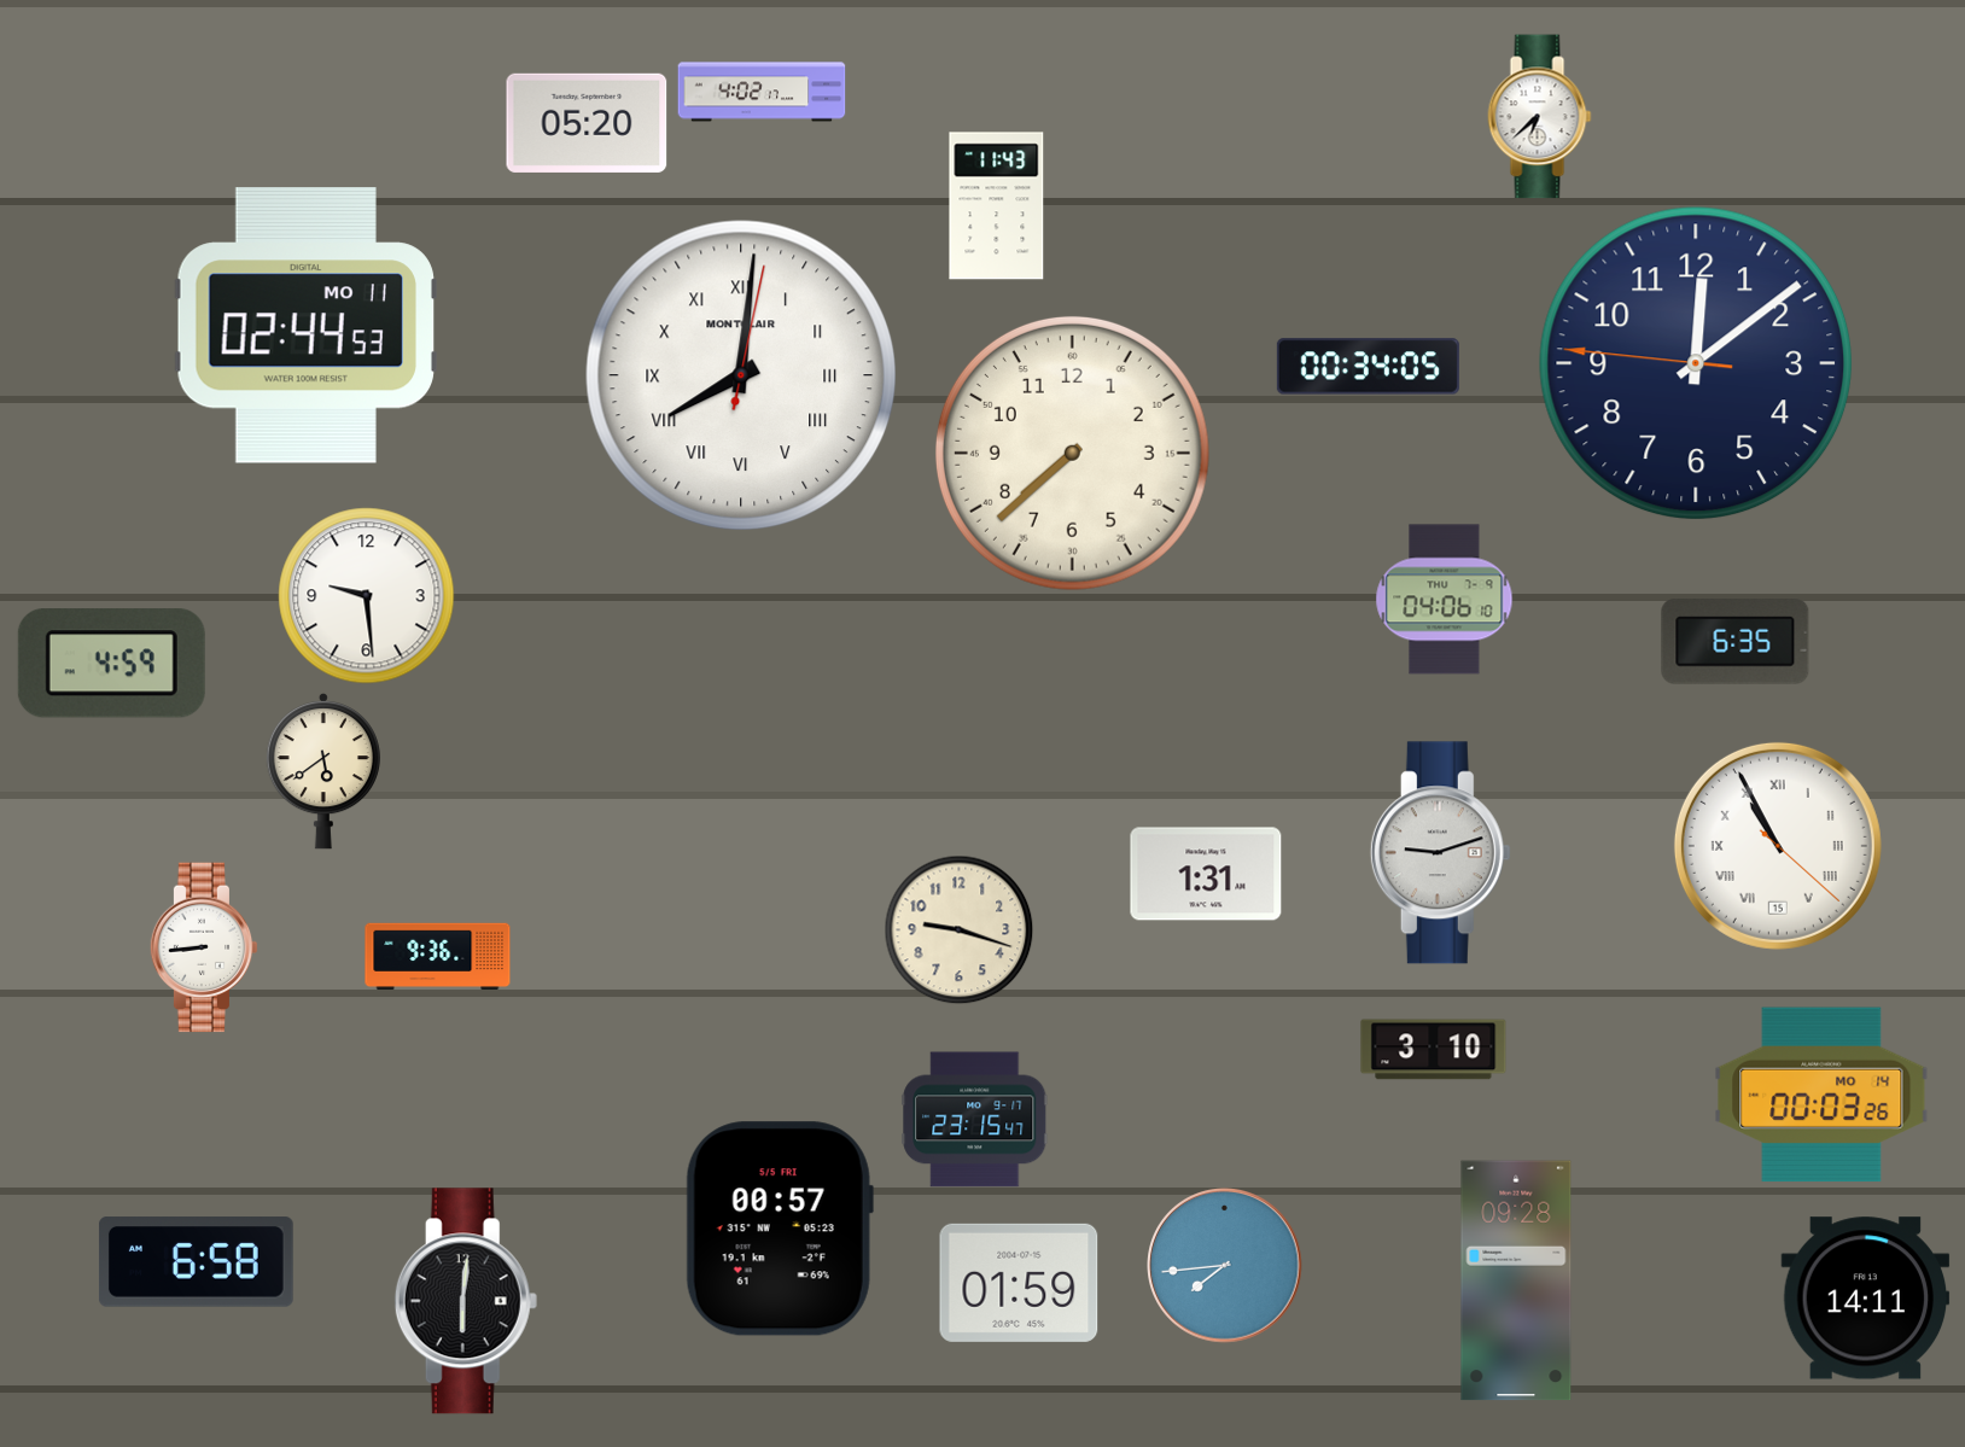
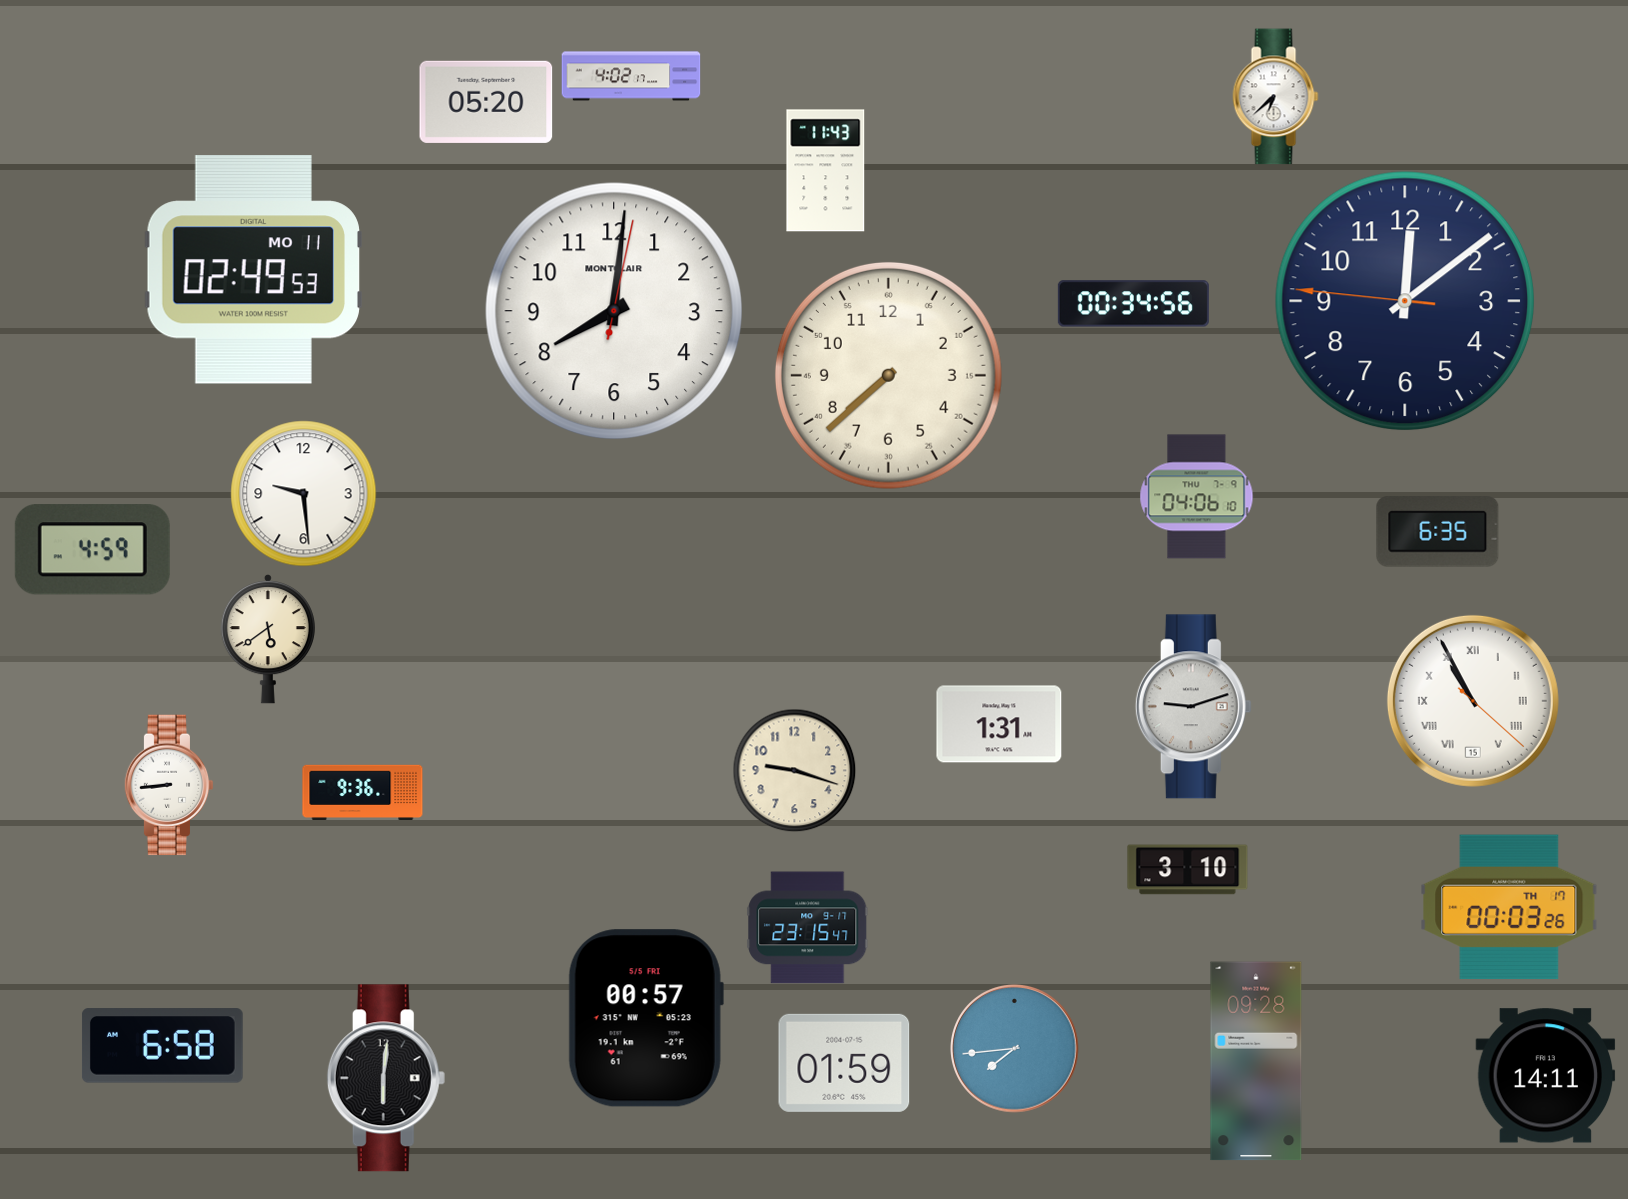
clock at (305, 326): 02:44 -> 02:49
clock at (1368, 367): 00:34:05 -> 00:34:56
clock at (740, 374) numerals: Roman -> Arabic
clock at (1821, 1095) date: MO 14 -> TH 17
